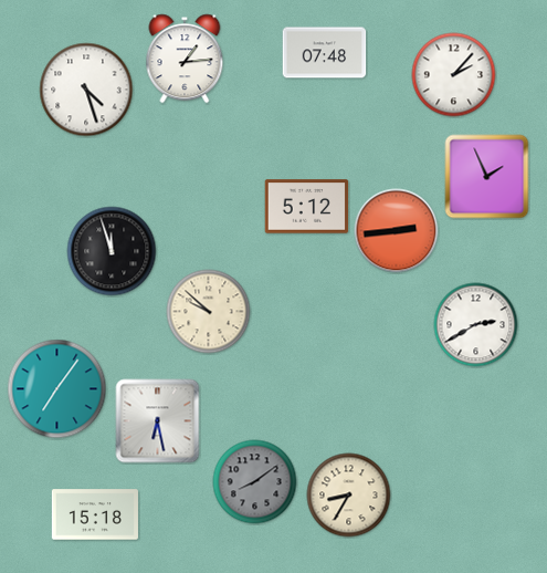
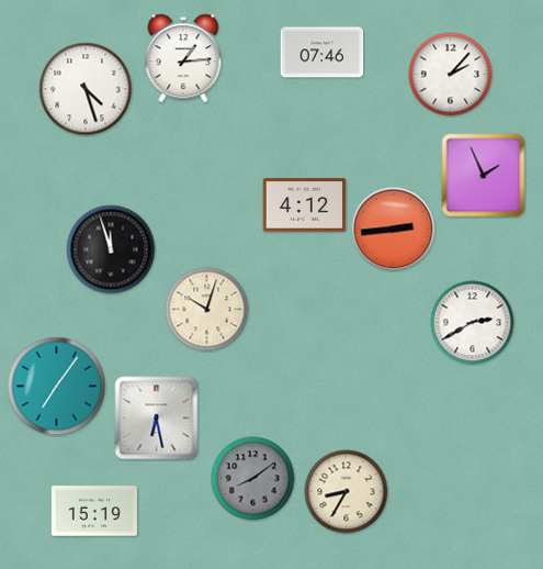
clock at (325, 53): 07:48 -> 07:46
clock at (307, 207): 5:12 -> 4:12
clock at (209, 312): 9:52 -> 10:03
clock at (95, 514): 15:18 -> 15:19
